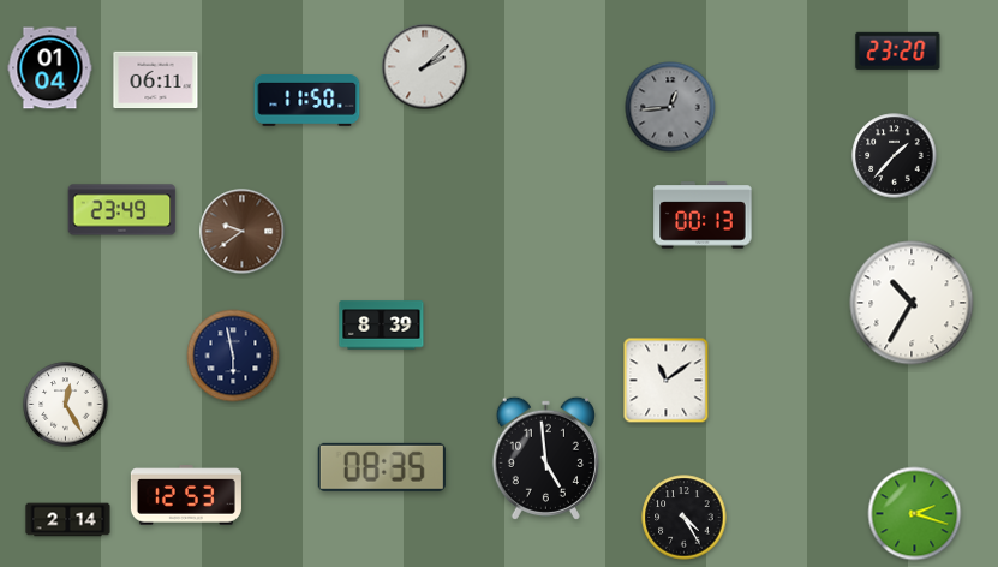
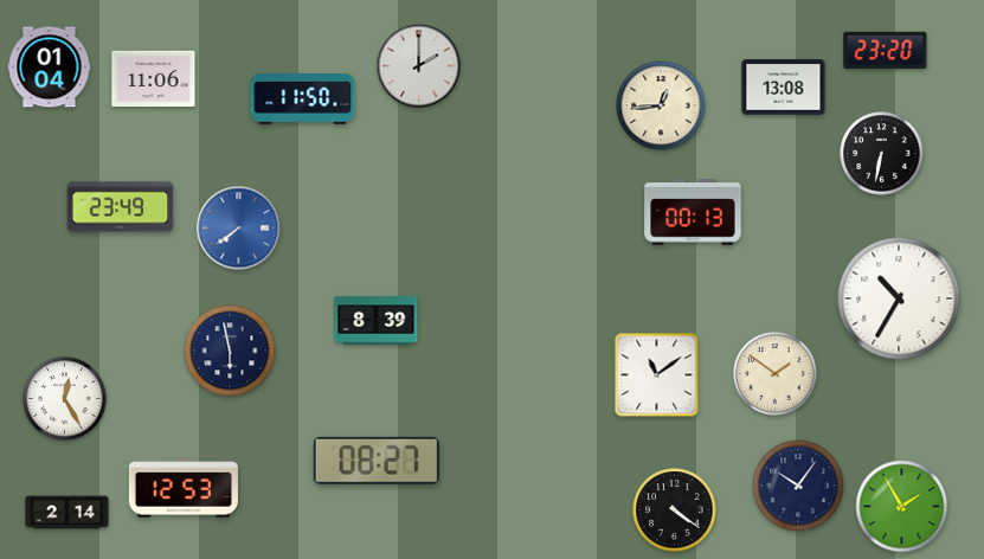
clock at (425, 67): 2:08 -> 2:00
clock at (156, 80): 06:11 -> 11:06
clock at (784, 88): none -> 13:08
clock at (670, 107) dial: grey -> cream
clock at (895, 156): 1:37 -> 6:32
clock at (243, 232): 9:39 -> 7:39
clock at (243, 232) dial: brown -> blue
clock at (776, 374): none -> 1:51
clock at (545, 458): 4:59 -> none
clock at (382, 467): 08:35 -> 08:27
clock at (798, 486): none -> 10:06
clock at (915, 514): 2:18 -> 1:55
clock at (685, 518): 4:25 -> 4:21
